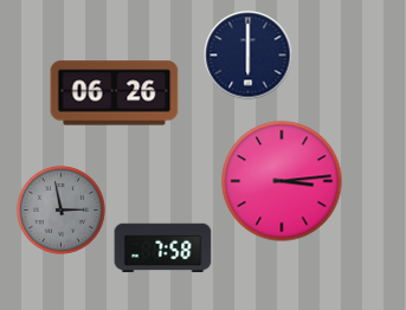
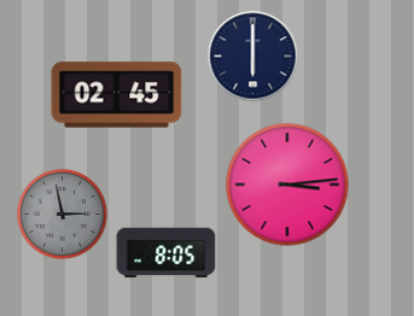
clock at (115, 93): 06:26 -> 02:45
clock at (163, 248): 7:58 -> 8:05
